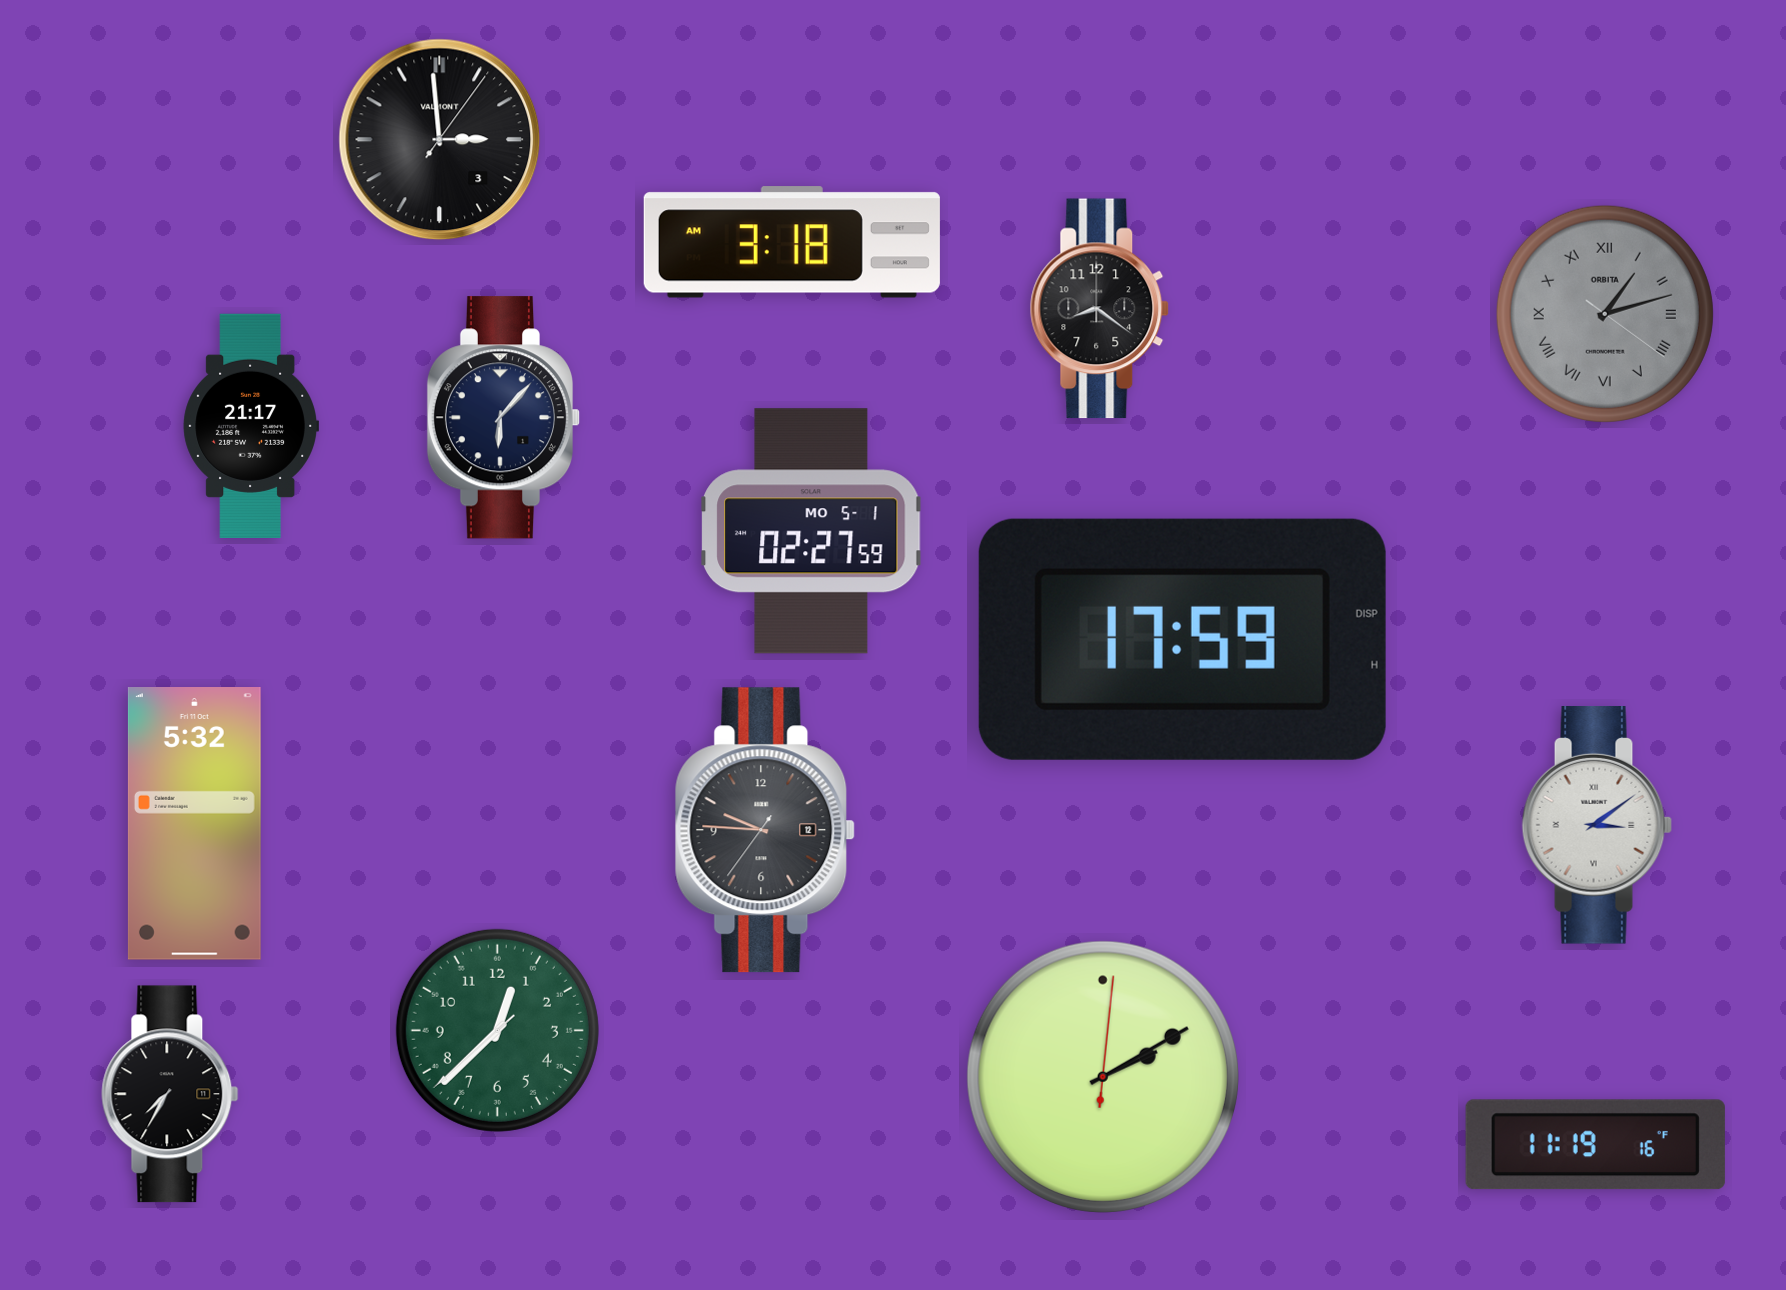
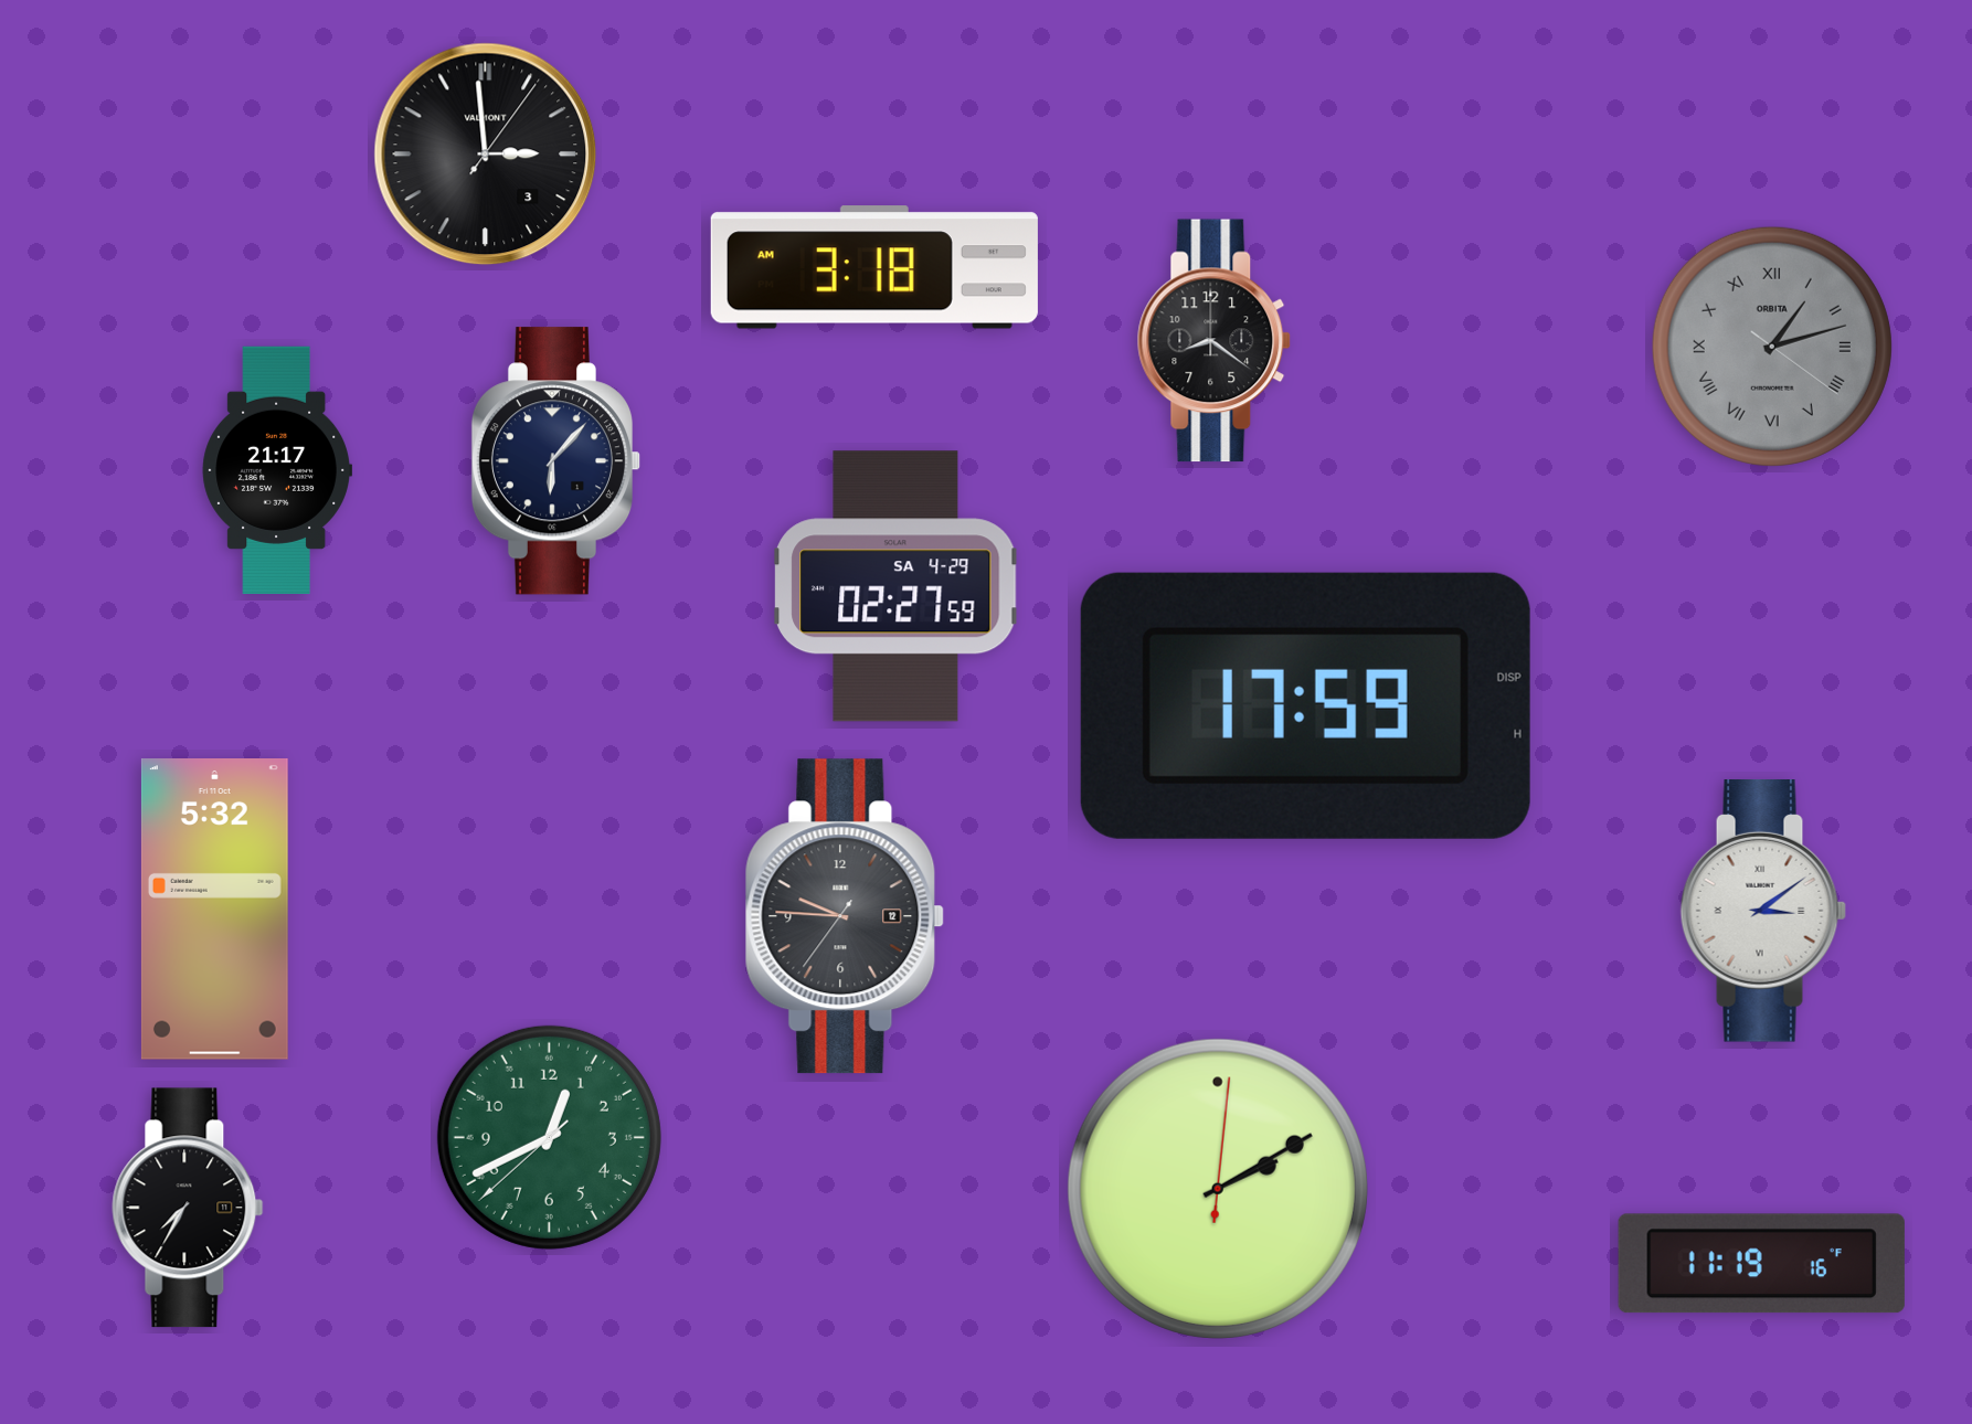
clock at (811, 531) date: MO 5-1 -> SA 4-29
clock at (497, 1030): 12:37 -> 12:40
